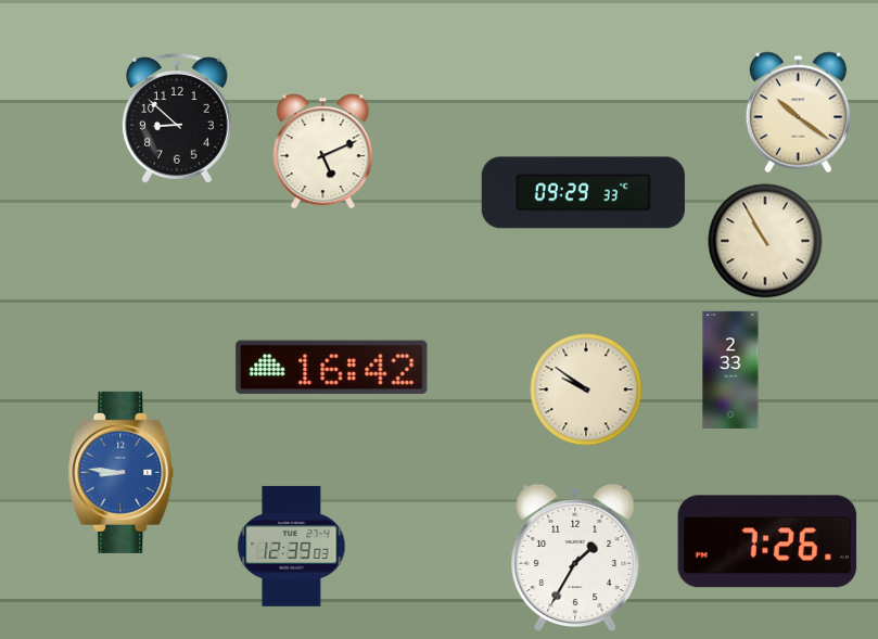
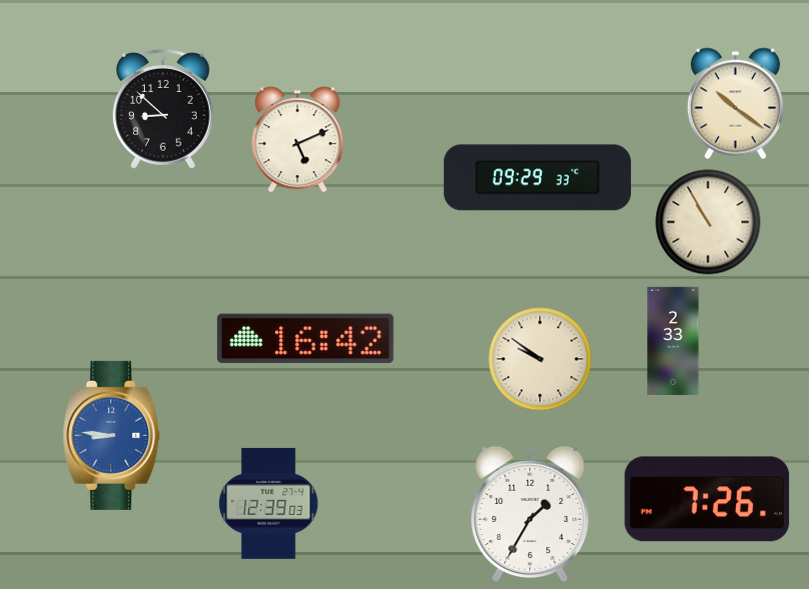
clock at (765, 241) position: (765, 241) -> (708, 222)
